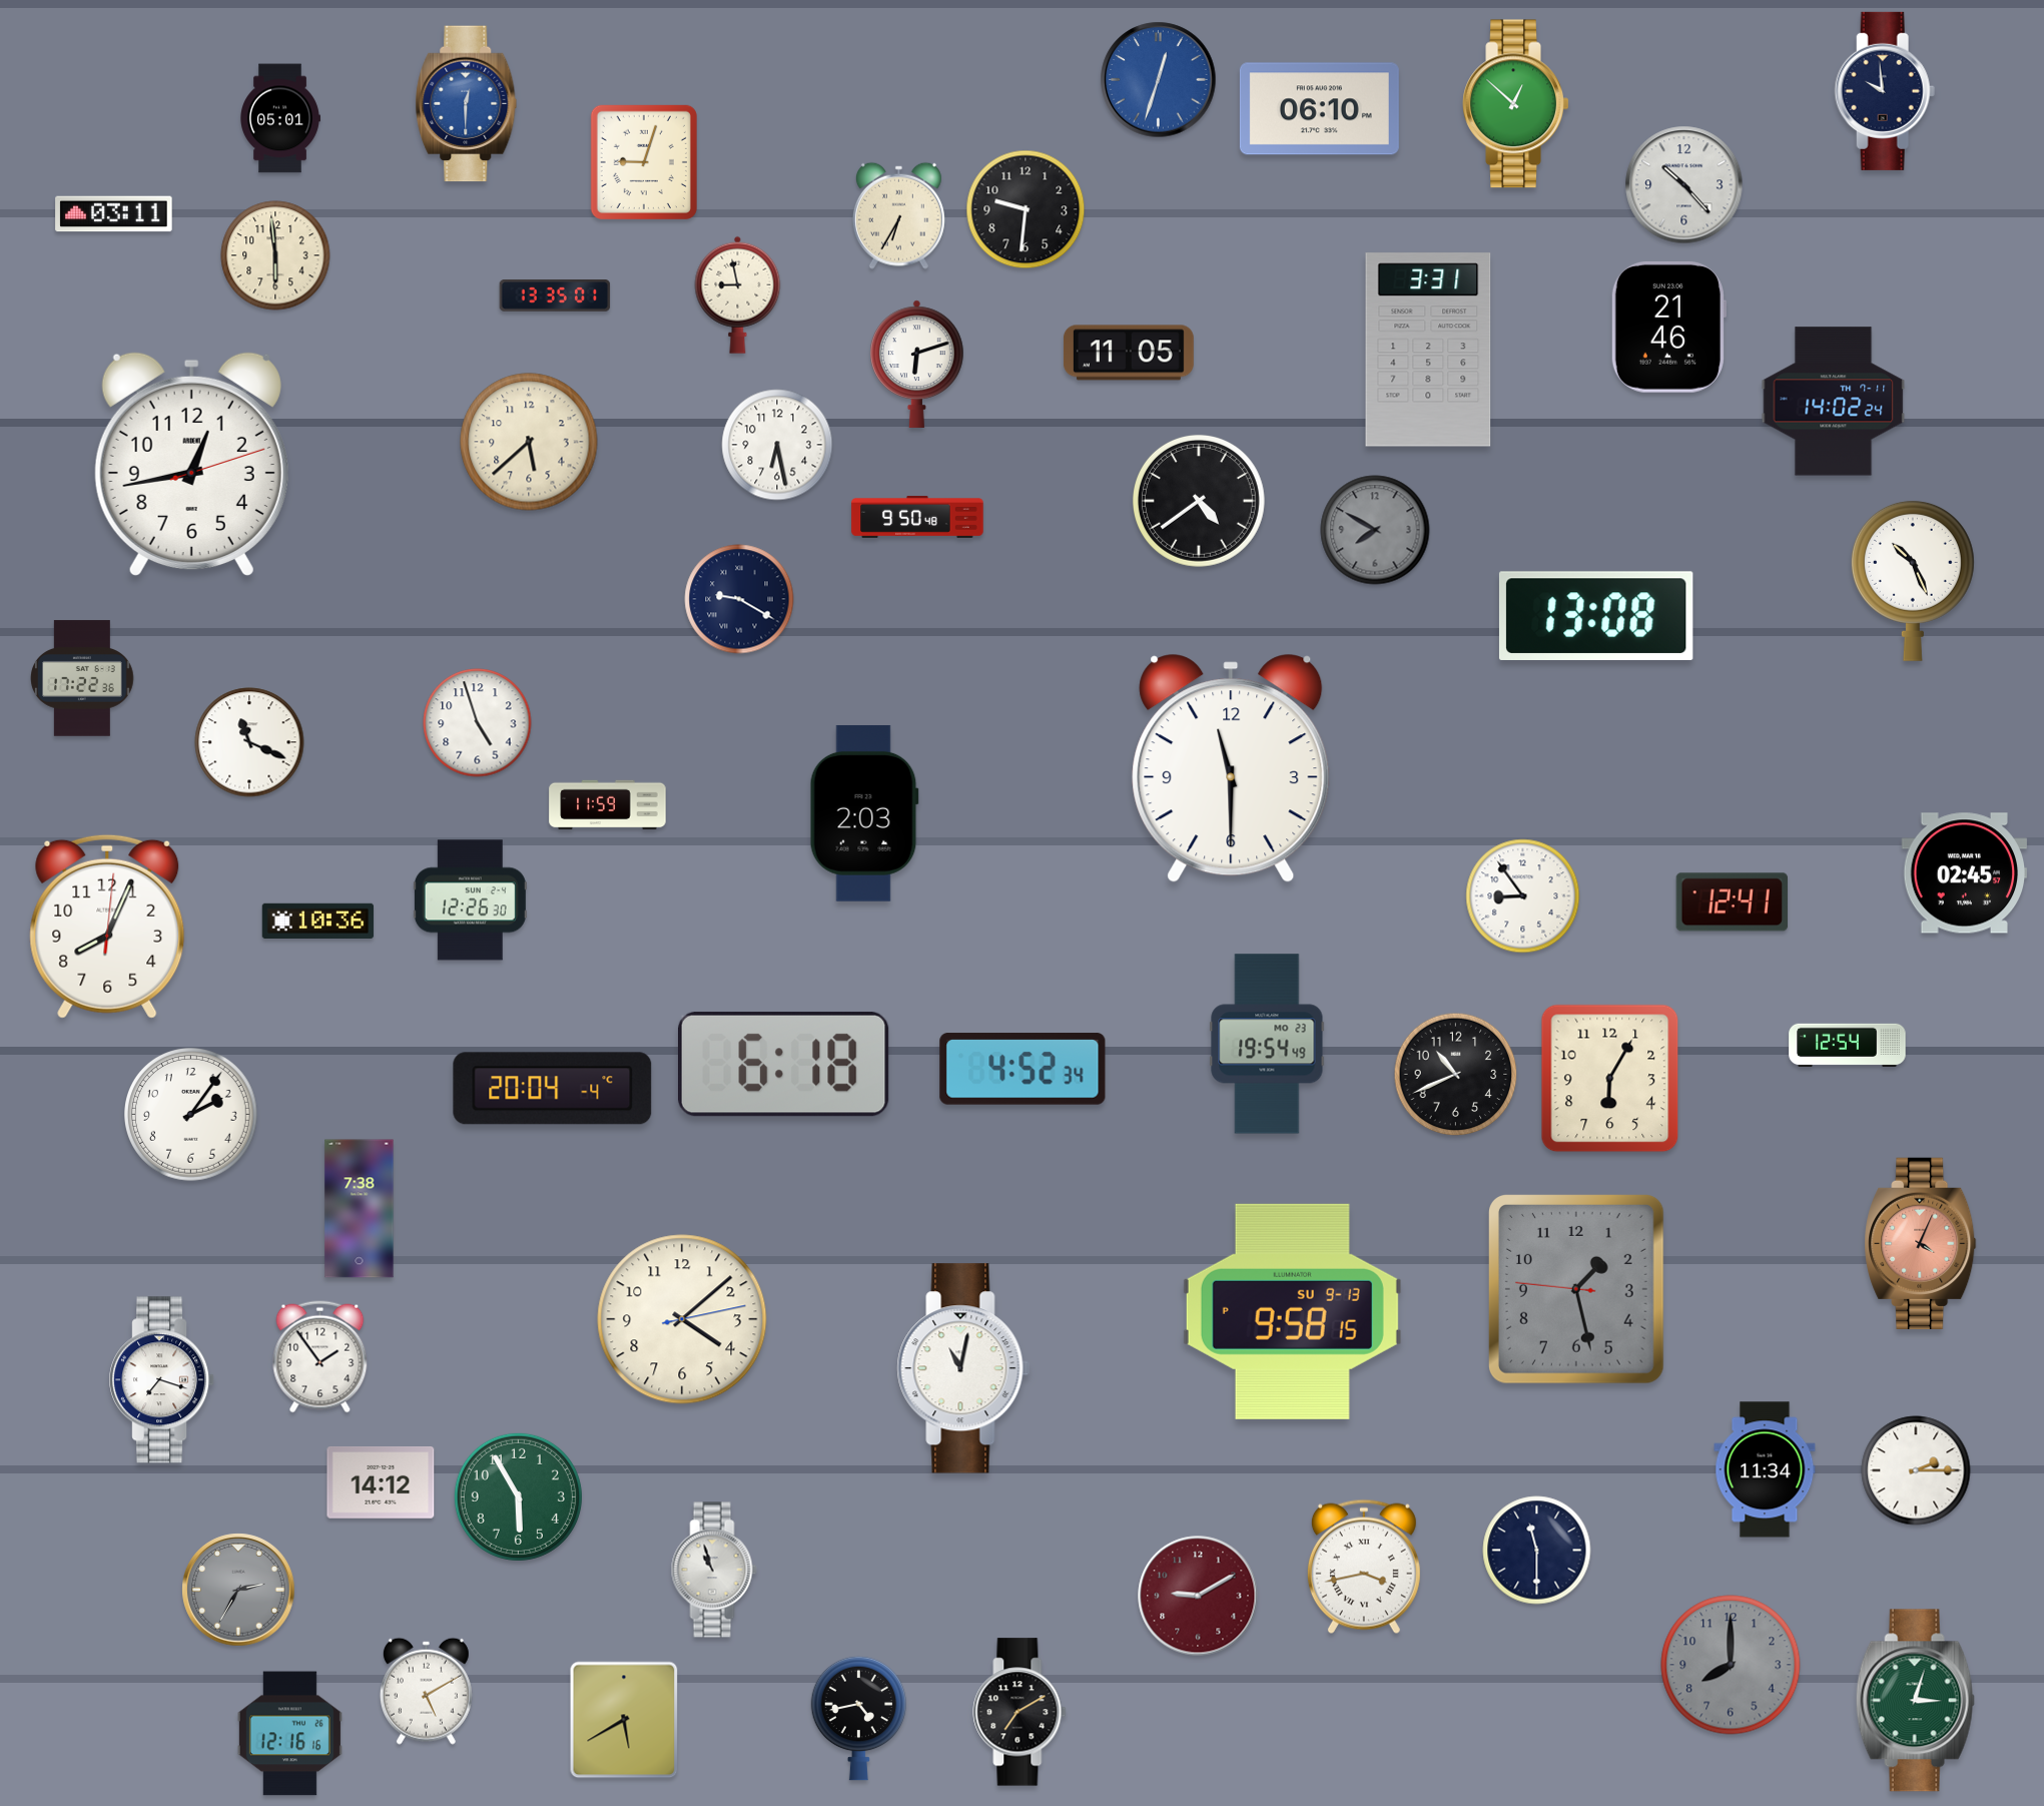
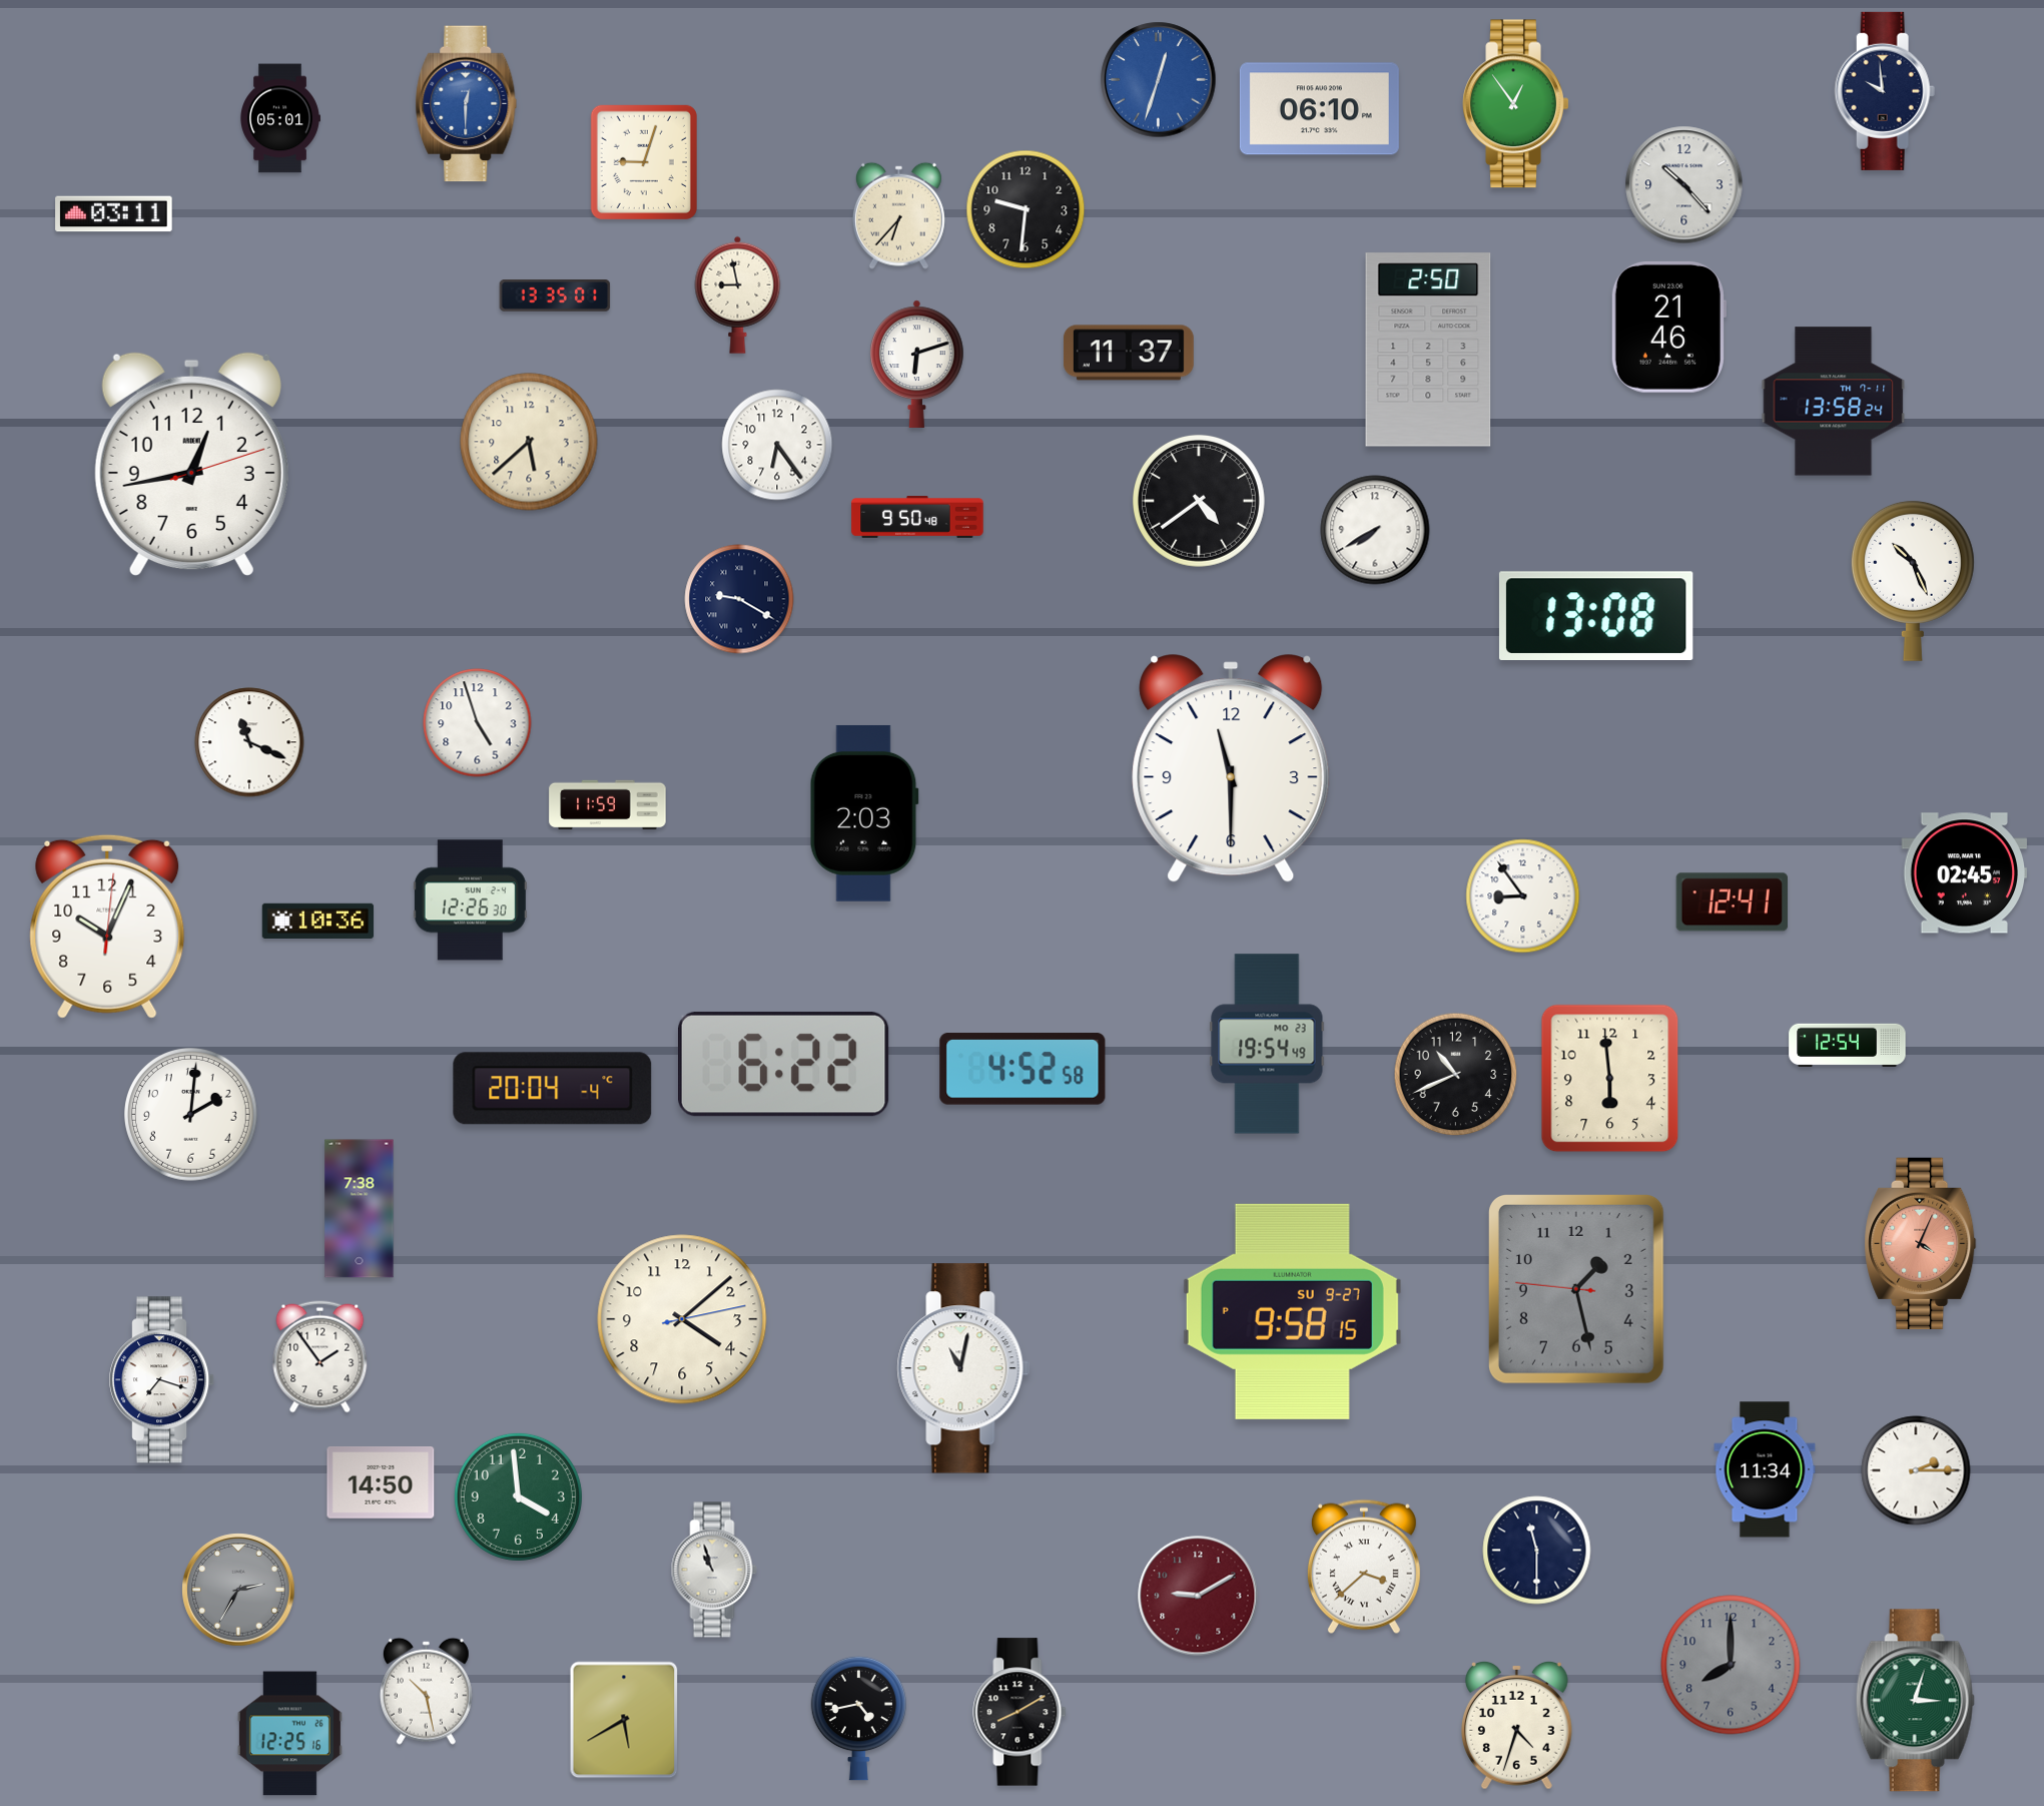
clock at (1516, 104): 12:52 -> 12:54
clock at (898, 215): 6:35 -> 6:37
clock at (275, 255): 5:59 -> none
clock at (1428, 350): 3:31 -> 2:50
clock at (1129, 353): 11:05 -> 11:37
clock at (1834, 402): 14:02 -> 13:58
clock at (777, 445): 6:28 -> 6:24
clock at (1375, 530): 7:50 -> 7:40
clock at (1375, 530) dial: grey -> white
clock at (82, 678): 17:22 -> none
clock at (107, 927): 8:04 -> 10:04
clock at (784, 1064): 6:18 -> 6:22
clock at (1023, 1069): 4:52:34 -> 4:52:58
clock at (1610, 1079): 6:05 -> 5:59
clock at (191, 1115): 2:06 -> 2:01
clock at (1292, 1311) date: SU 9-13 -> SU 9-27
clock at (381, 1483): 14:12 -> 14:50
clock at (518, 1496): 5:55 -> 3:59
clock at (1364, 1567): 3:43 -> 3:38
clock at (426, 1691): 5:10 -> 10:28
clock at (1019, 1712): 7:10 -> 8:10
clock at (1517, 1725): none -> 4:33
clock at (289, 1734): 12:16 -> 12:25
